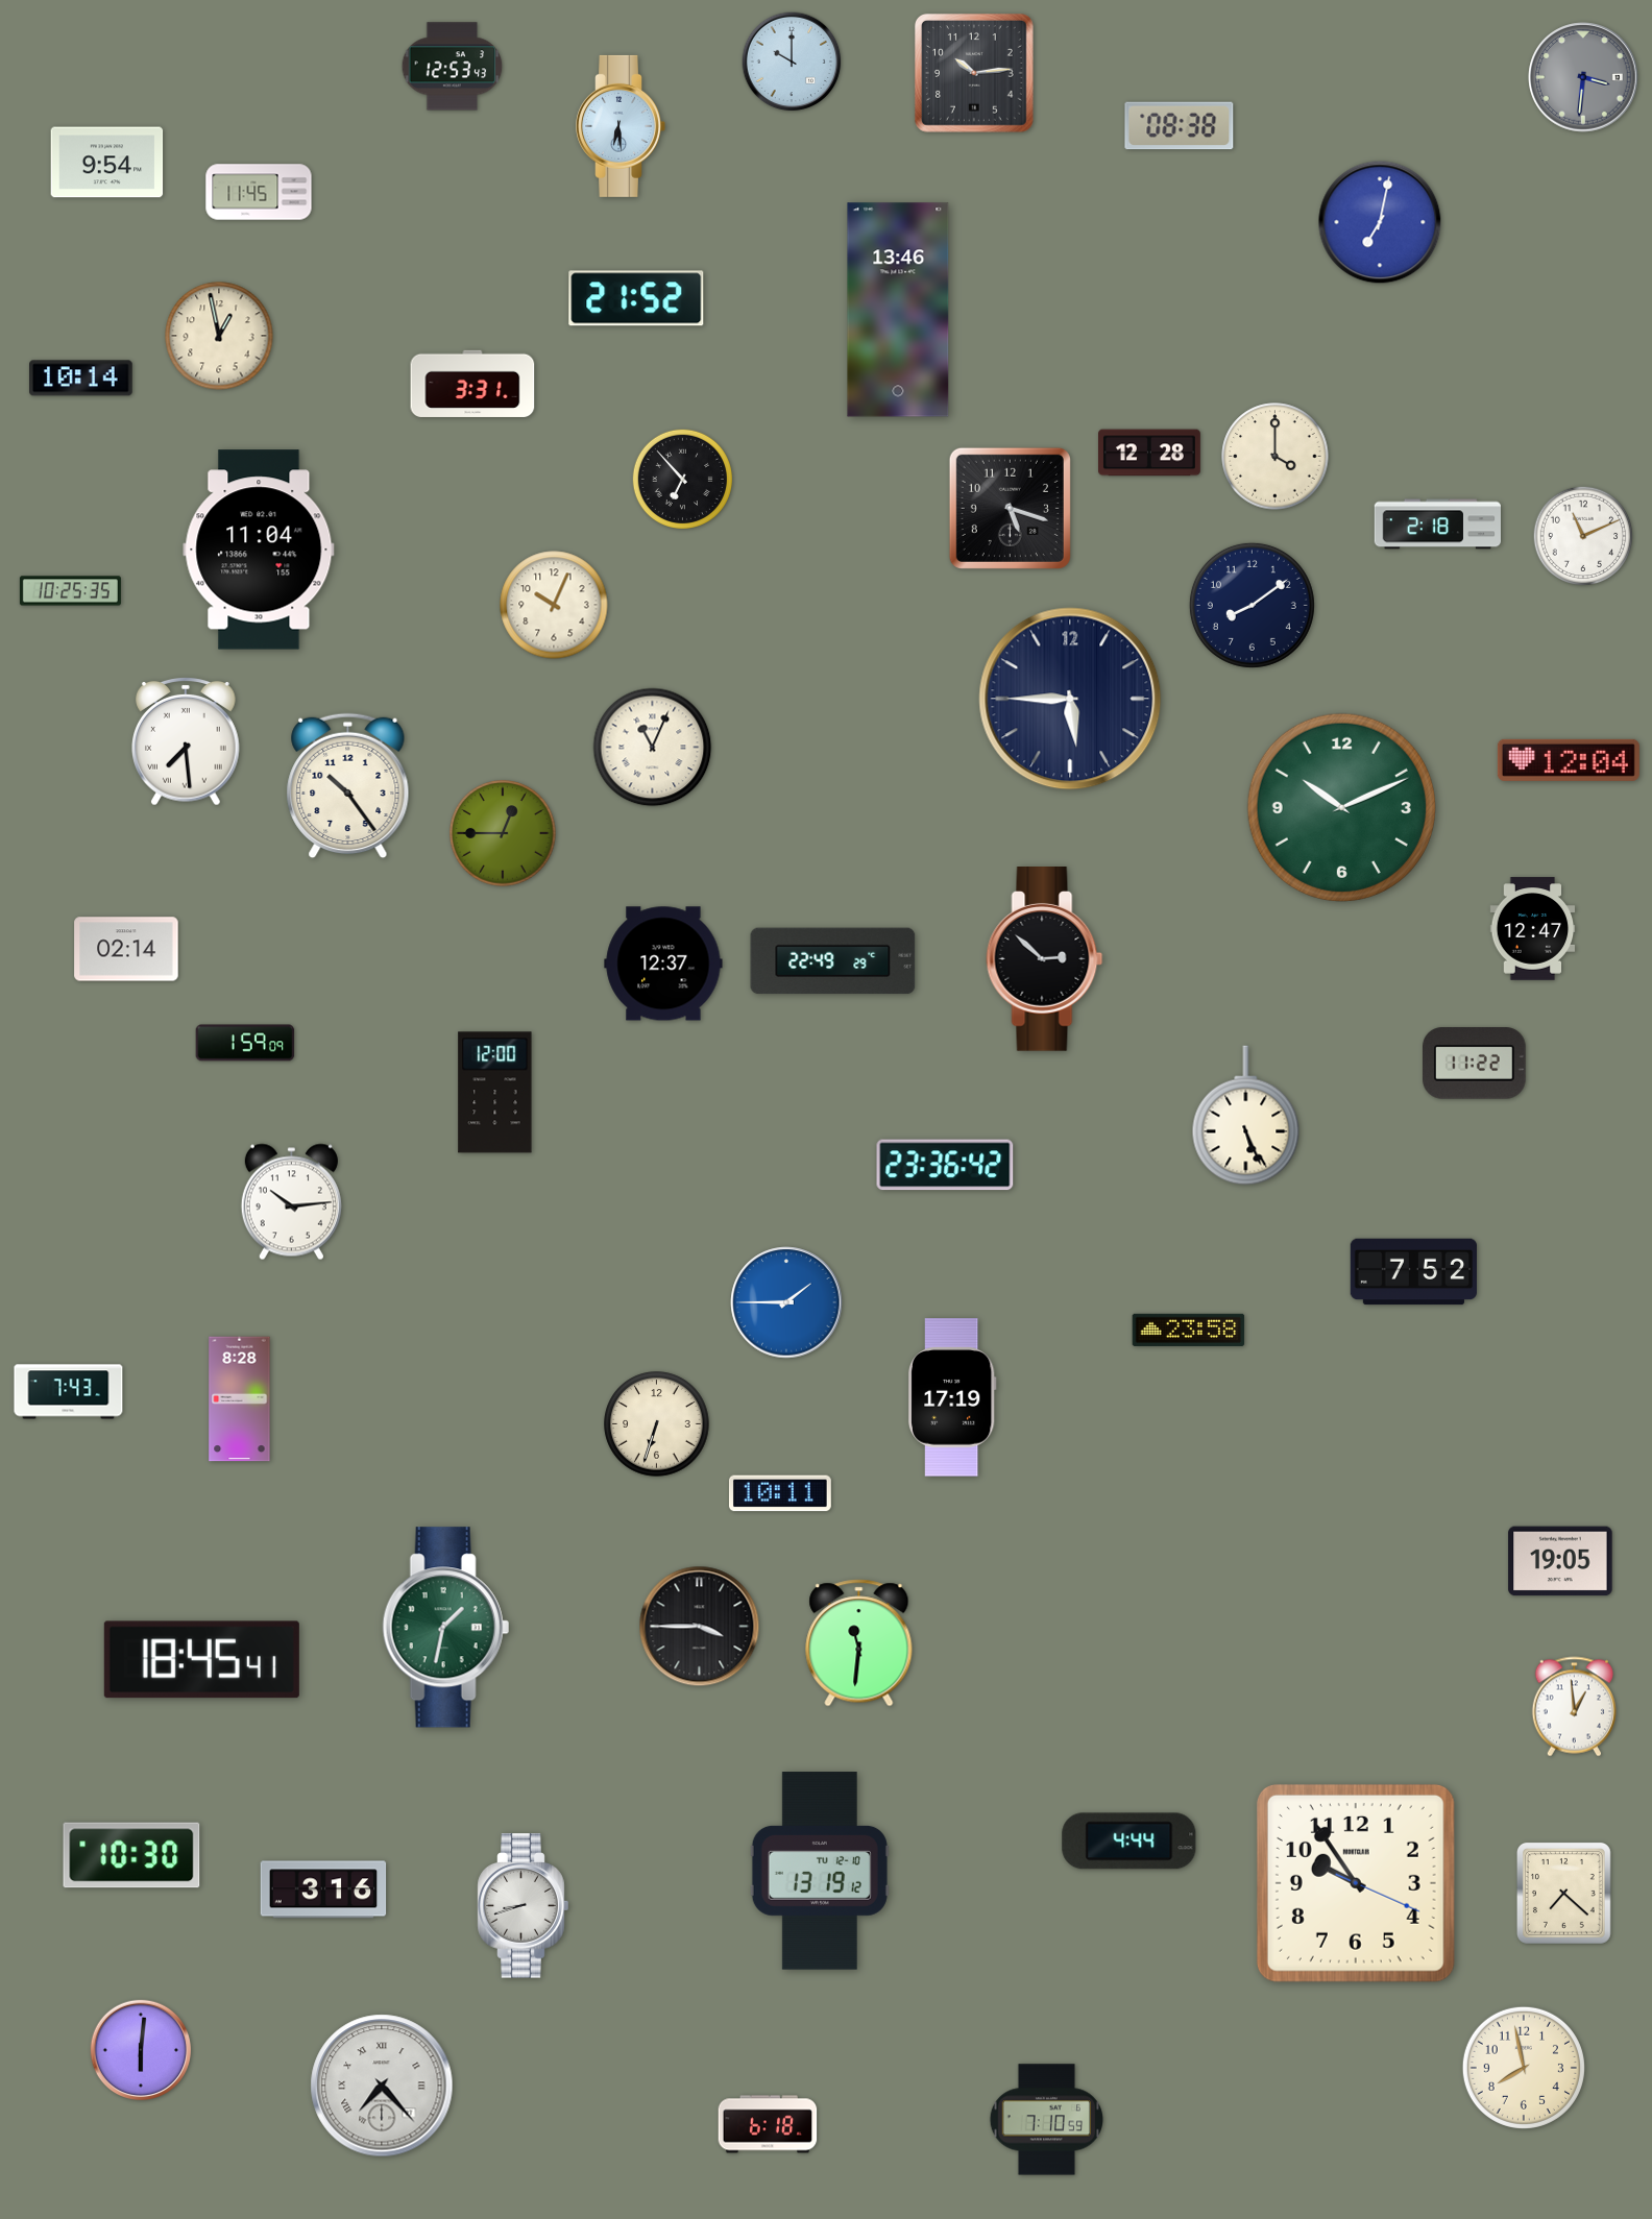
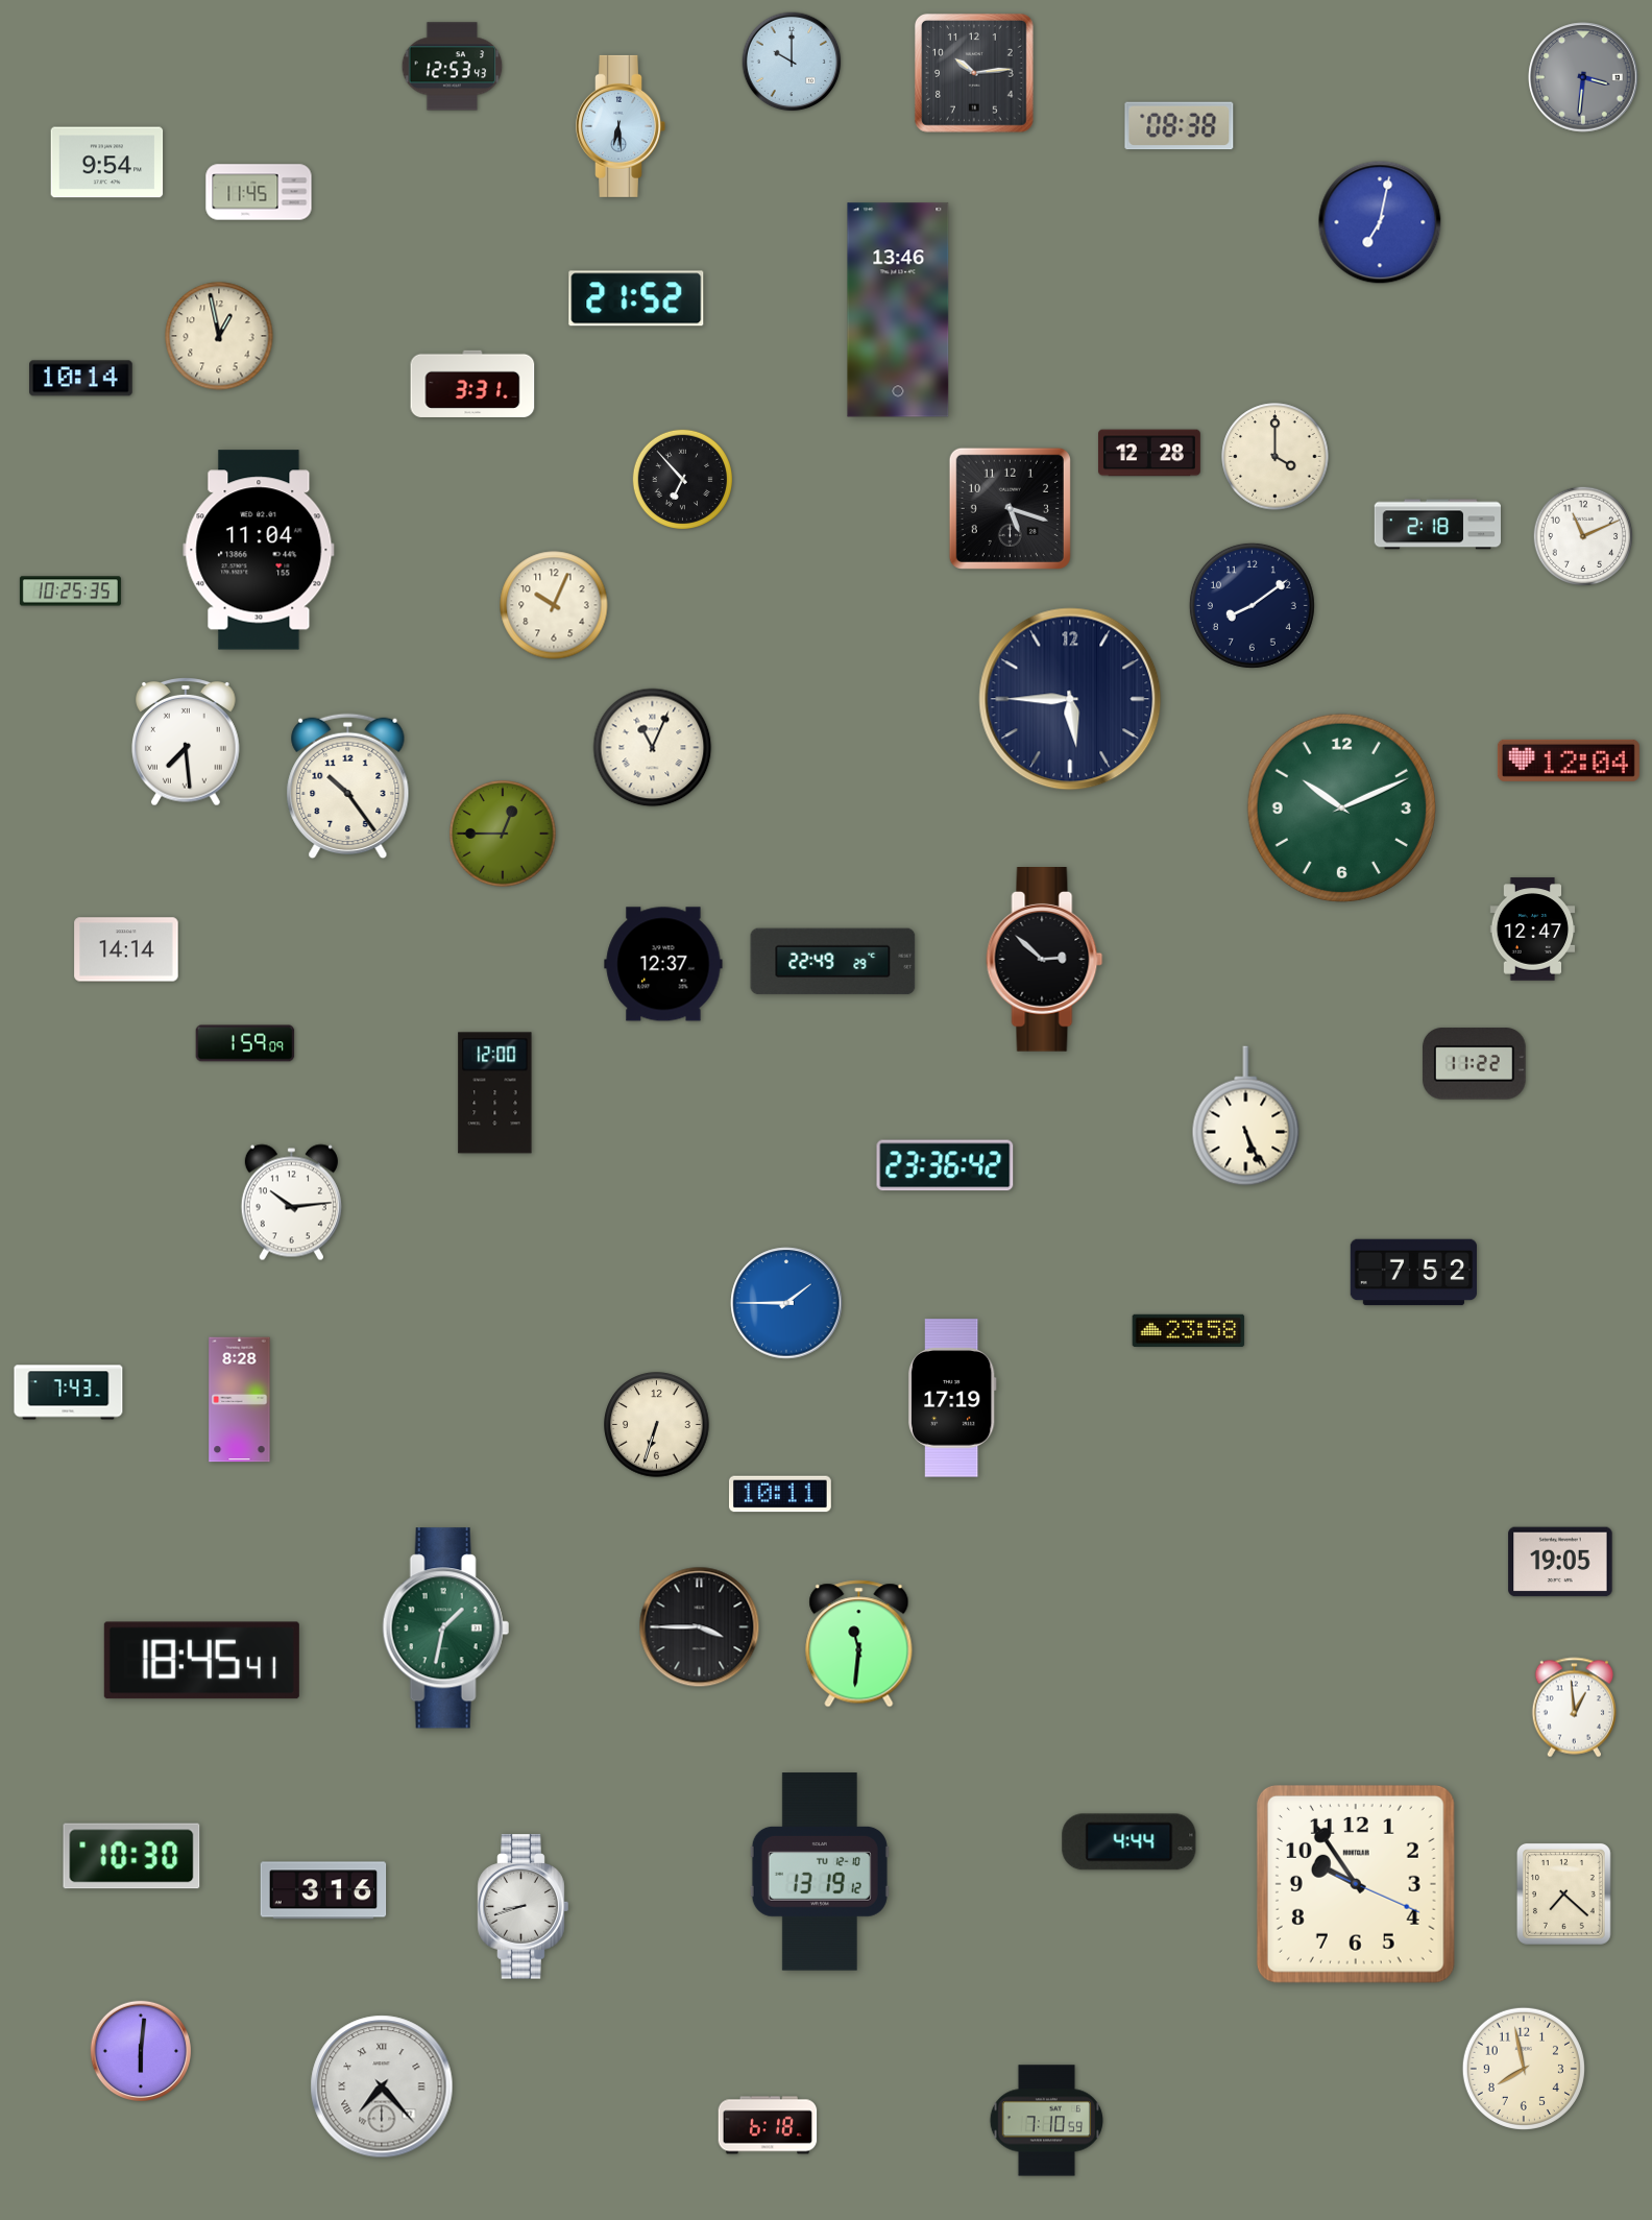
clock at (126, 949): 02:14 -> 14:14
